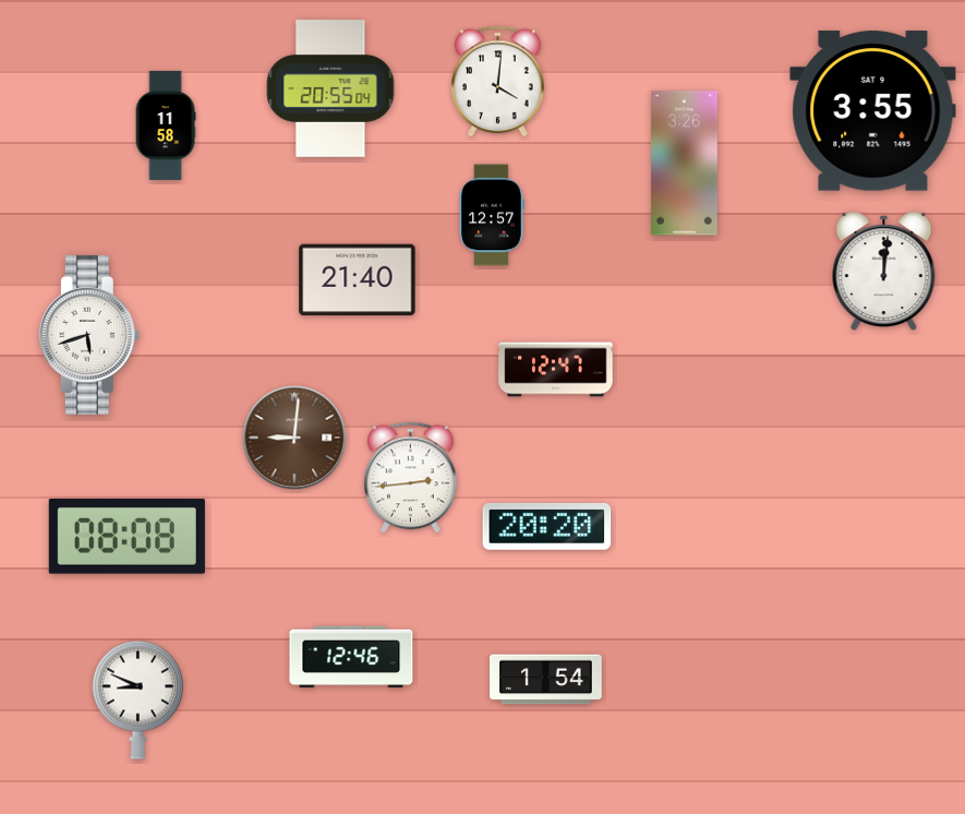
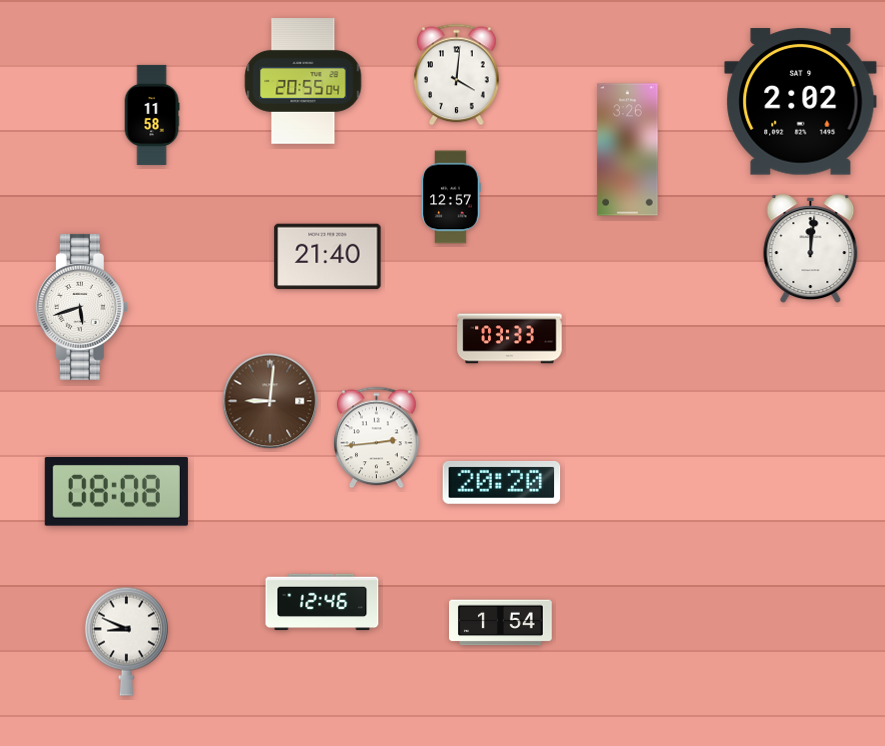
clock at (873, 111): 3:55 -> 2:02
clock at (556, 370): 12:47 -> 03:33
